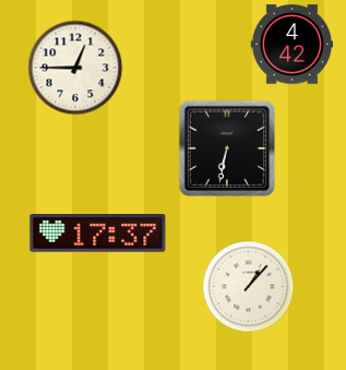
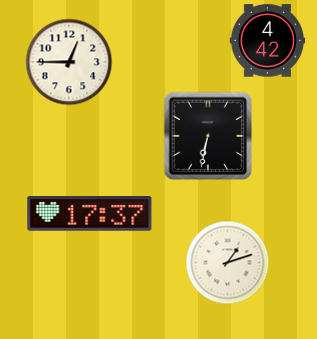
clock at (249, 287): 1:07 -> 1:12
